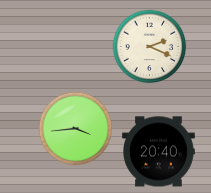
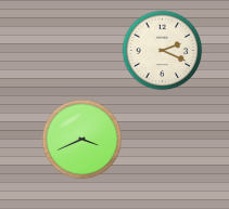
clock at (76, 129): 3:44 -> 3:41
clock at (159, 152): 20:40 -> none
